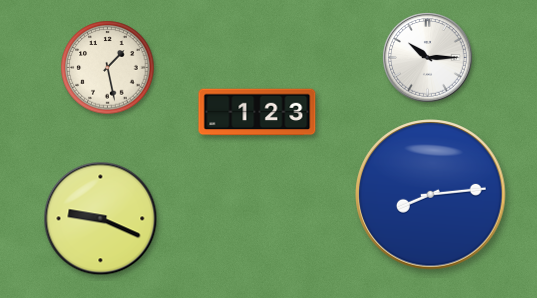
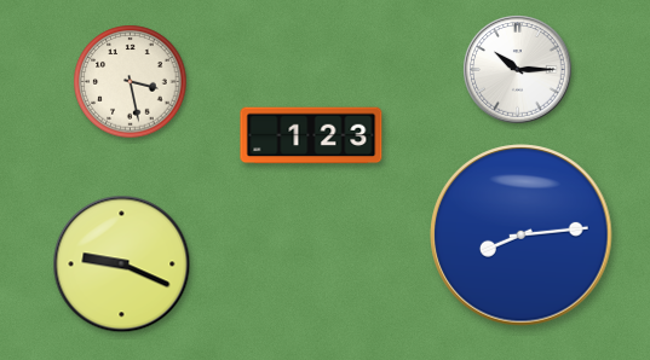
clock at (108, 68): 1:28 -> 3:28
